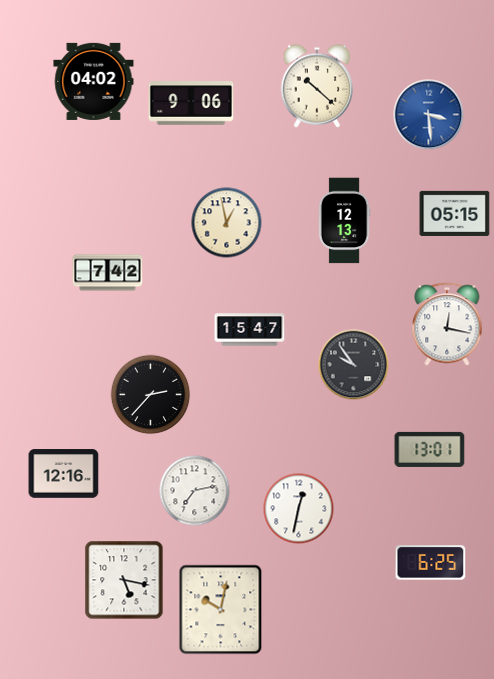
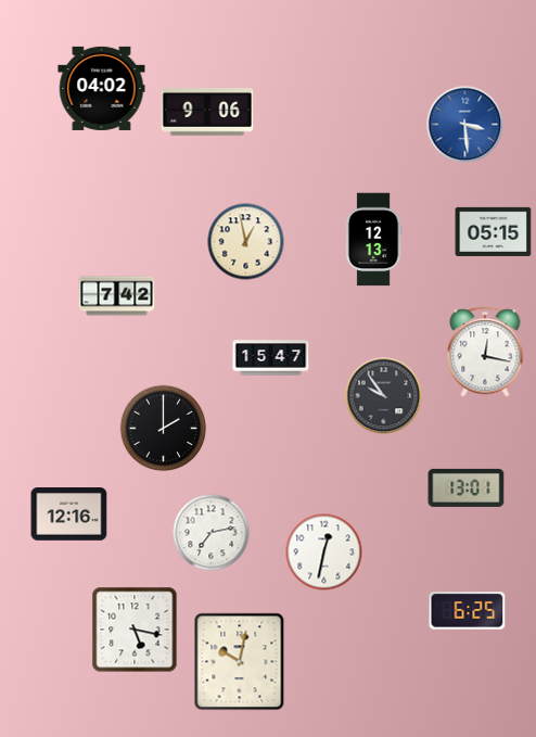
clock at (317, 86): 10:22 -> none
clock at (151, 395): 2:37 -> 2:00
